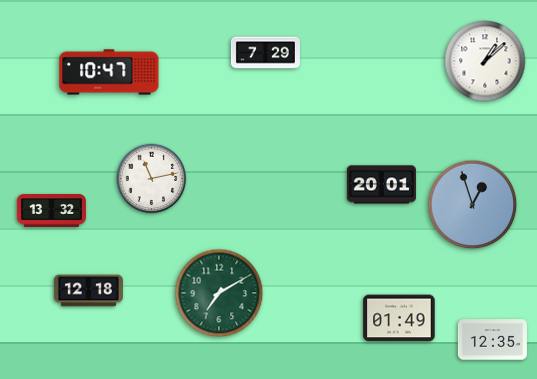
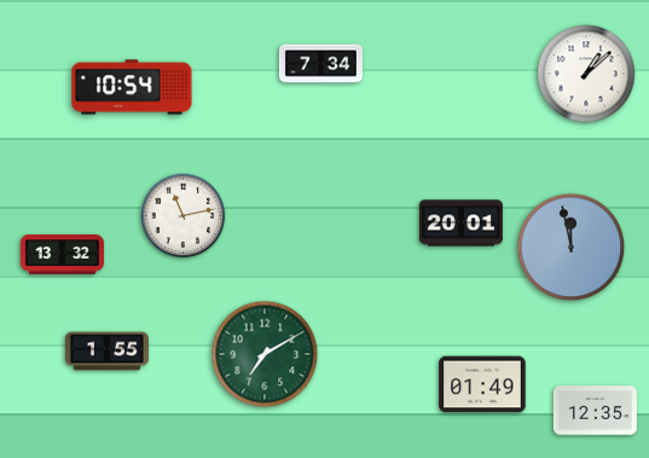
clock at (265, 53): 7:29 -> 7:34
clock at (109, 72): 10:47 -> 10:54
clock at (473, 205): 12:57 -> 11:58
clock at (88, 291): 12:18 -> 1:55
